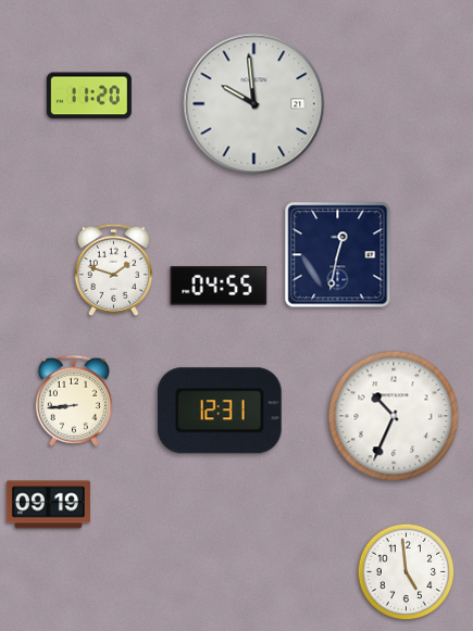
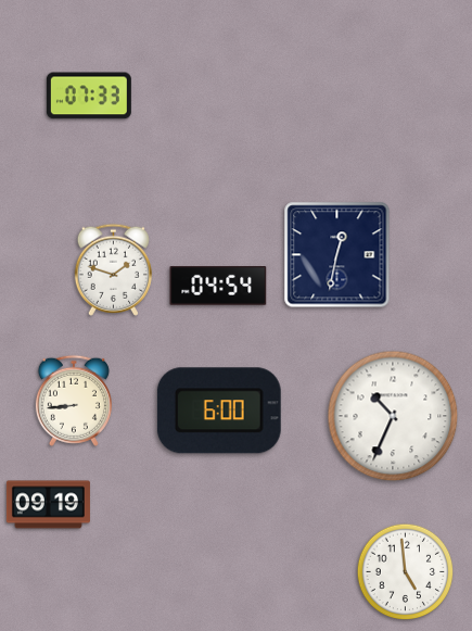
clock at (89, 96): 11:20 -> 07:33
clock at (254, 104): 9:59 -> none
clock at (219, 286): 04:55 -> 04:54
clock at (220, 411): 12:31 -> 6:00
